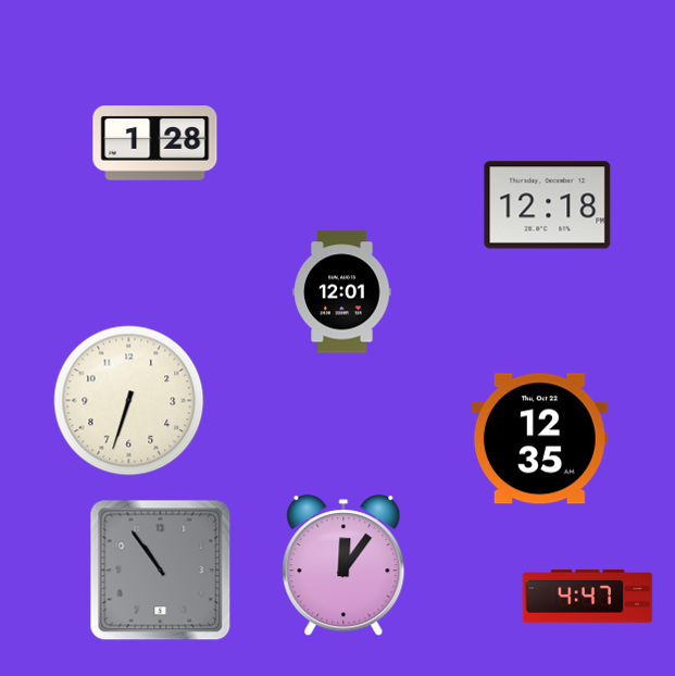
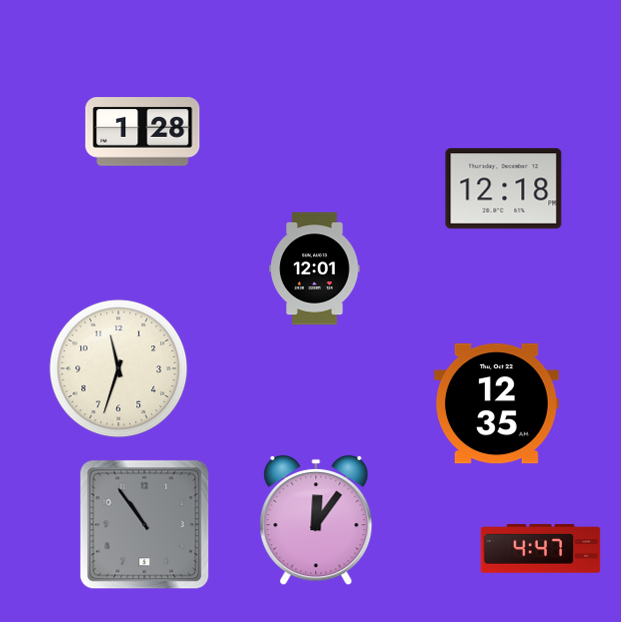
clock at (129, 401): 6:33 -> 11:33
clock at (161, 571) position: (161, 571) -> (145, 525)
